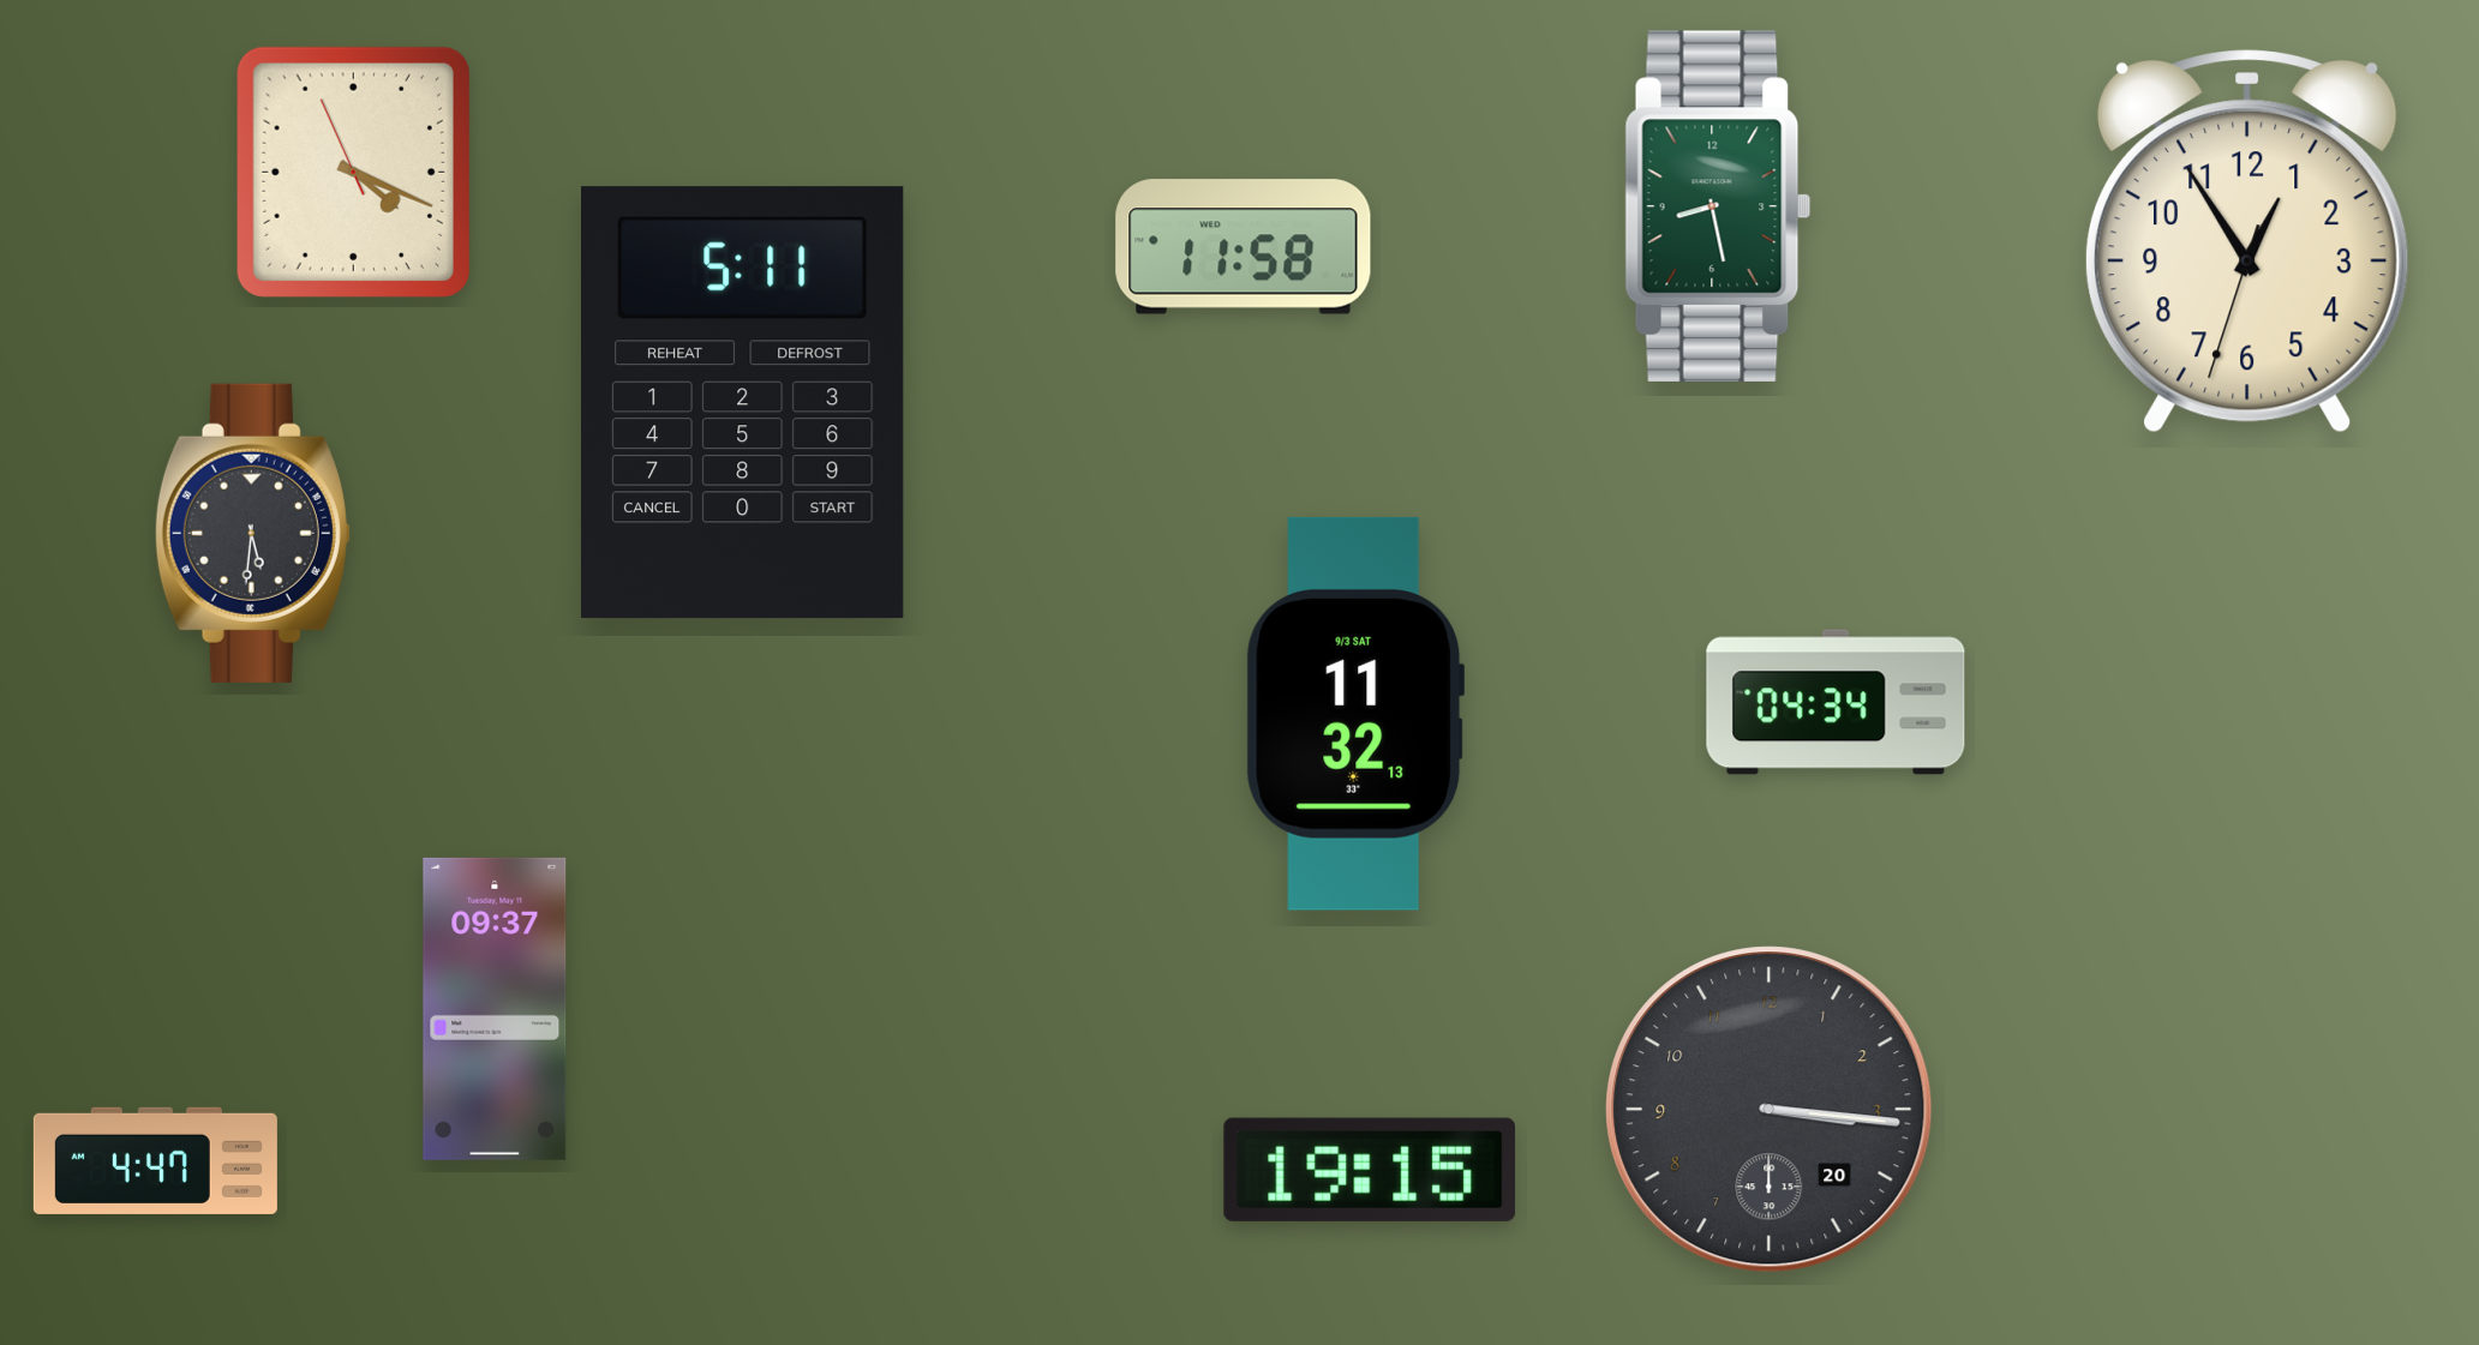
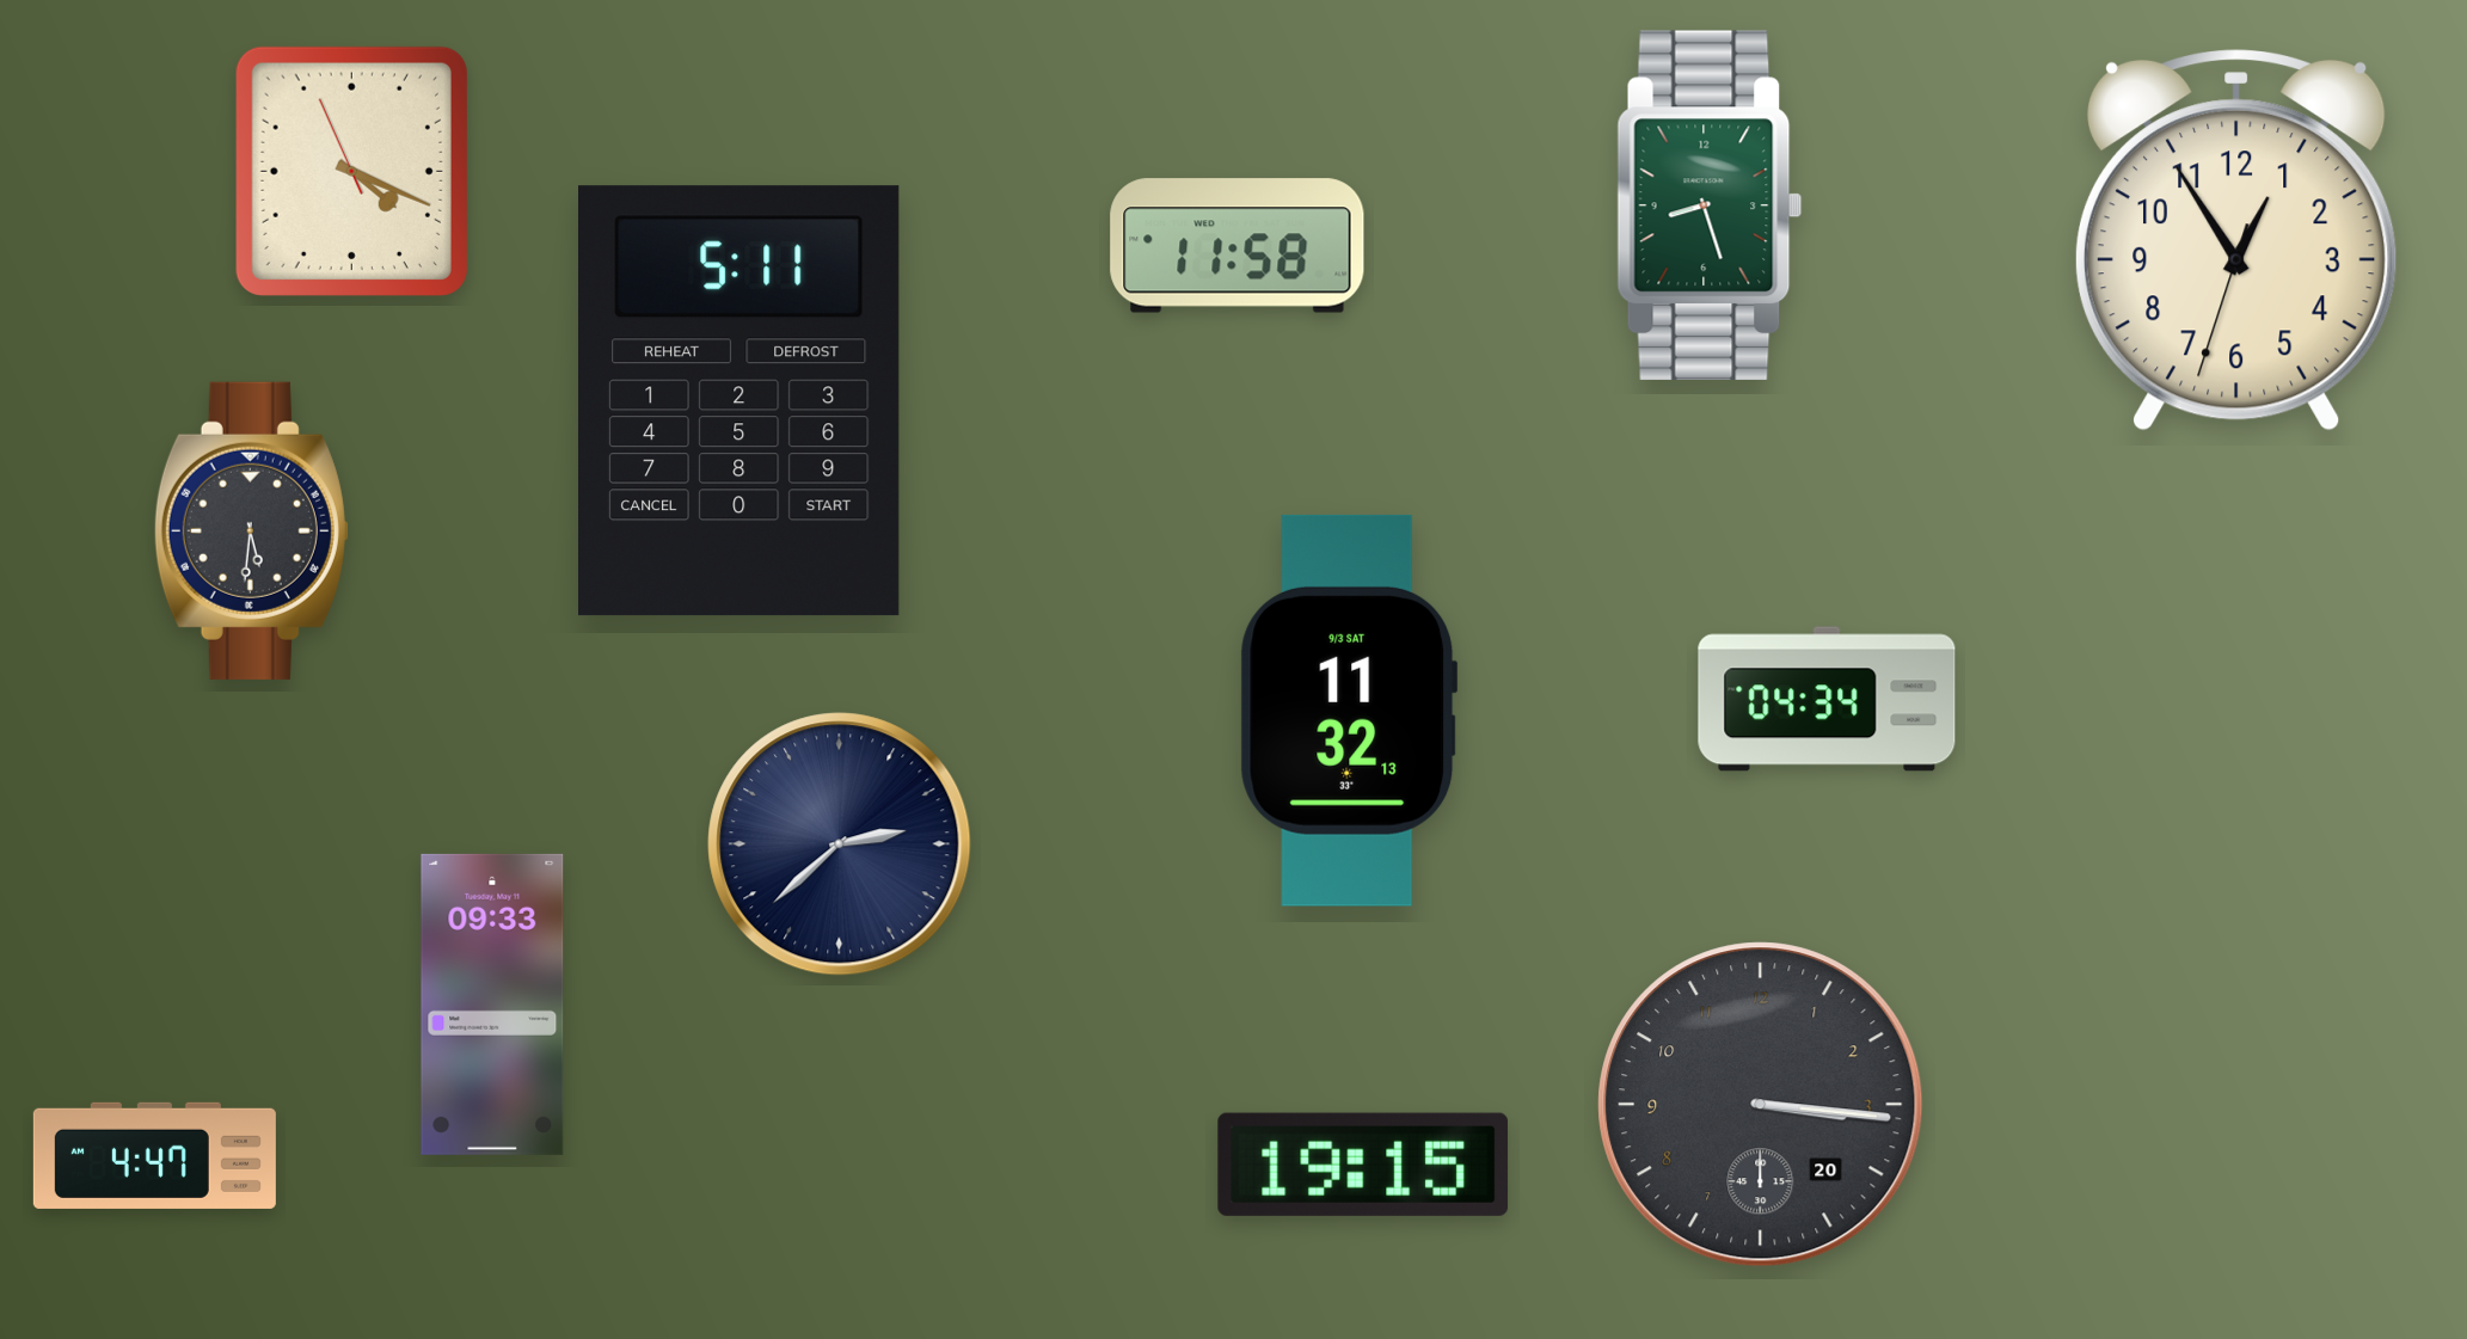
clock at (1718, 206): 8:28 -> 8:27
clock at (840, 844): none -> 2:38
clock at (495, 1009): 09:37 -> 09:33
